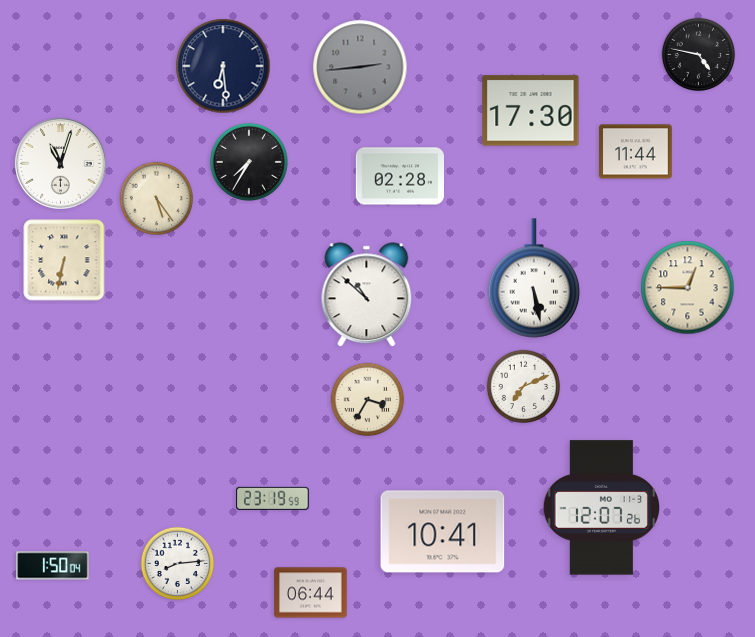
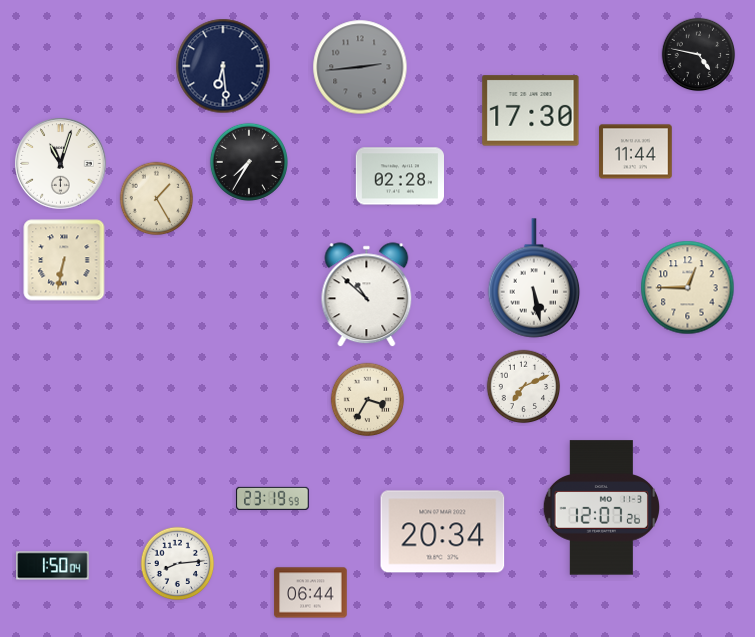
clock at (157, 199): 5:24 -> 1:25
clock at (443, 532): 10:41 -> 20:34
